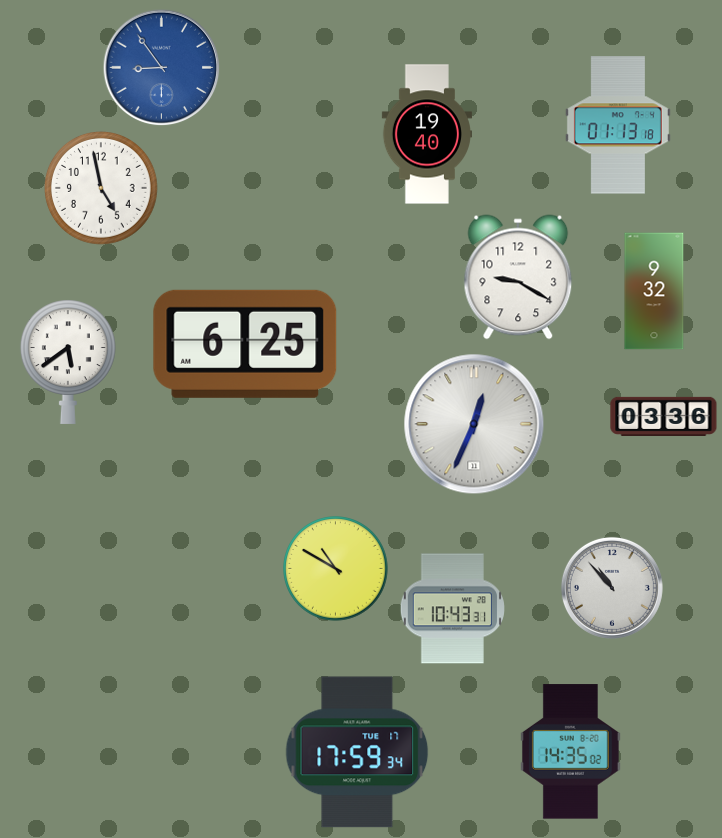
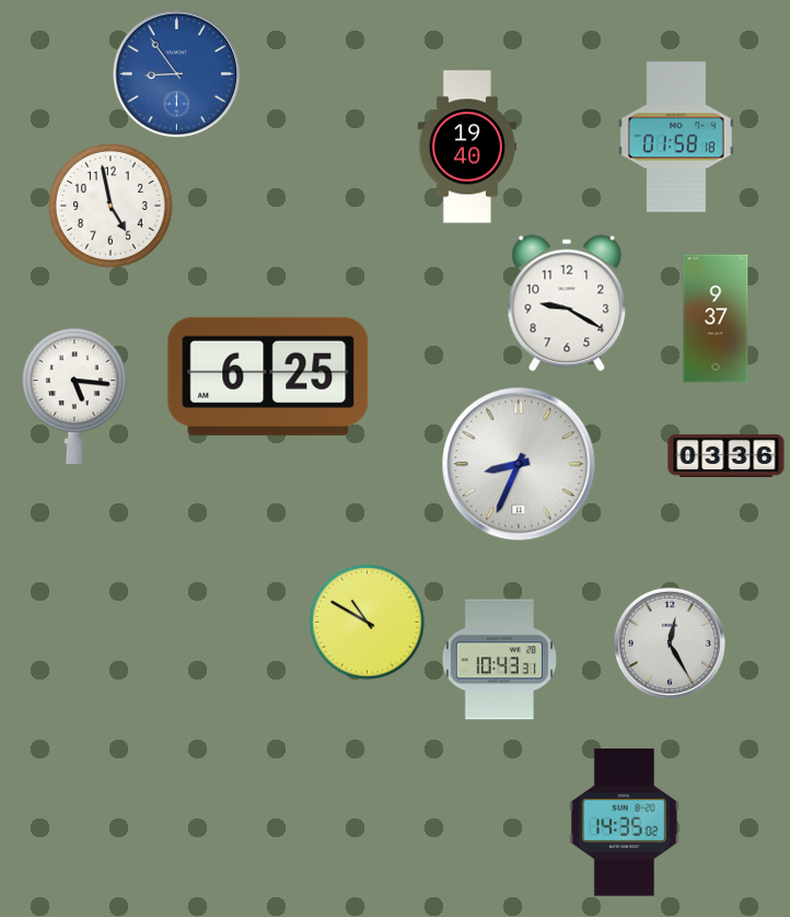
clock at (618, 125): 01:13 -> 01:58
clock at (654, 291): 9:32 -> 9:37
clock at (68, 362): 5:39 -> 5:16
clock at (474, 424): 12:34 -> 8:34
clock at (612, 588): 10:53 -> 12:25
clock at (452, 609) position: (452, 609) -> (499, 660)
clock at (357, 752): 17:59 -> none
